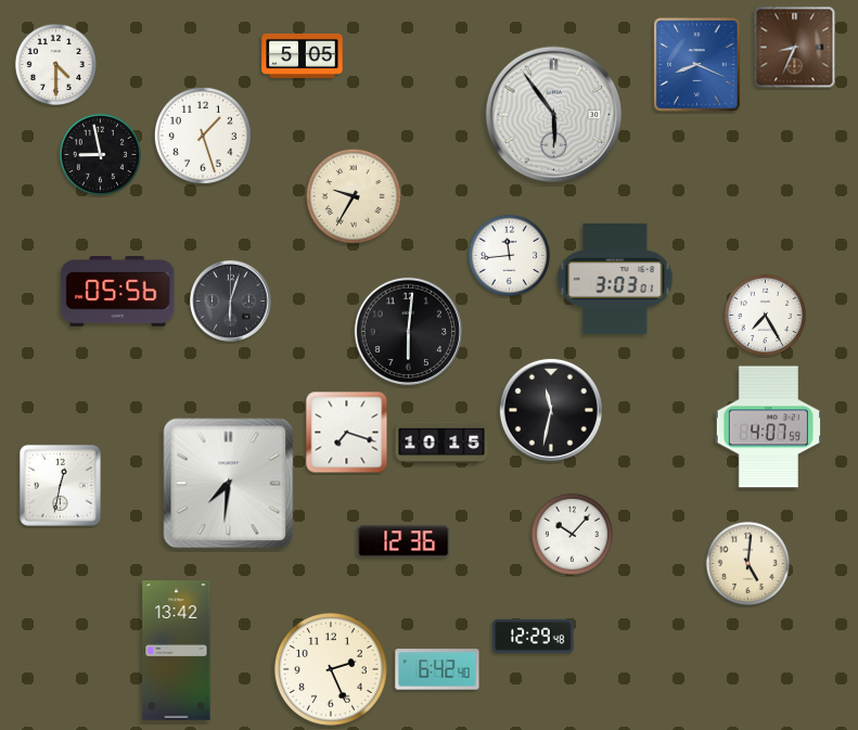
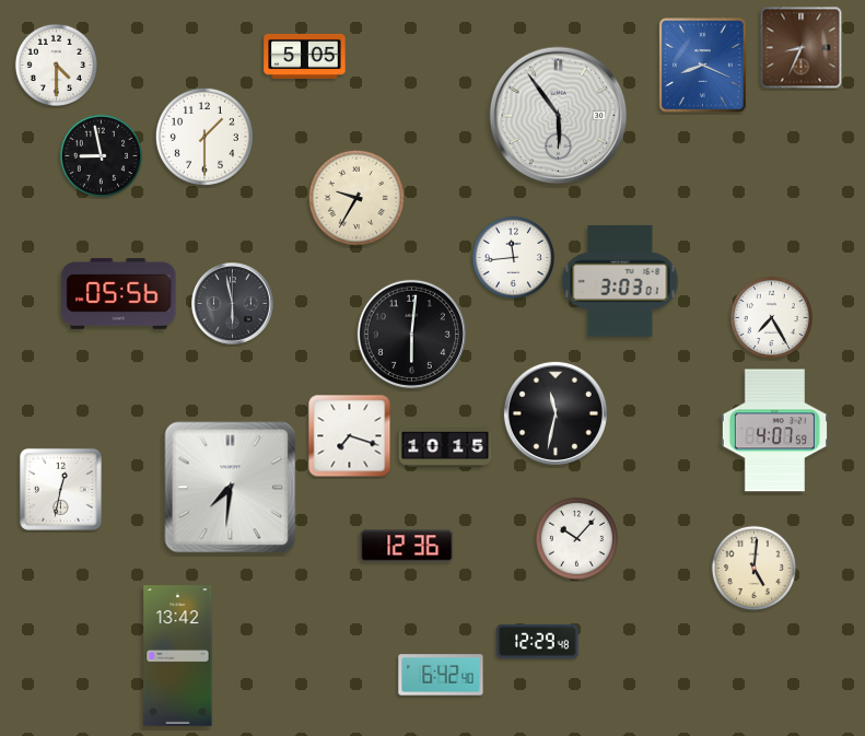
clock at (203, 136): 1:27 -> 1:30
clock at (231, 302): 6:03 -> 5:58
clock at (331, 669): 2:26 -> none
